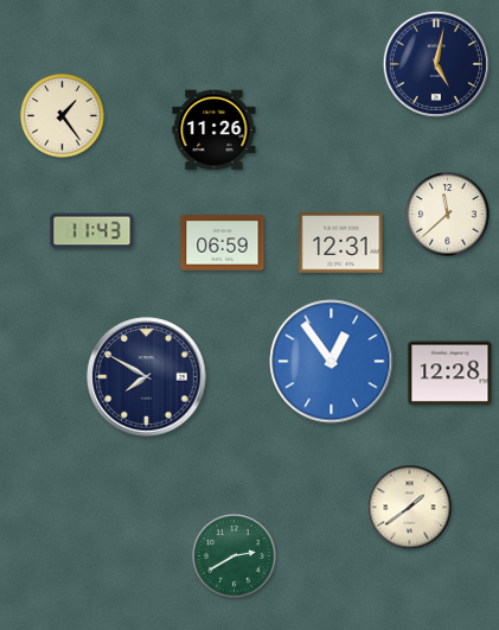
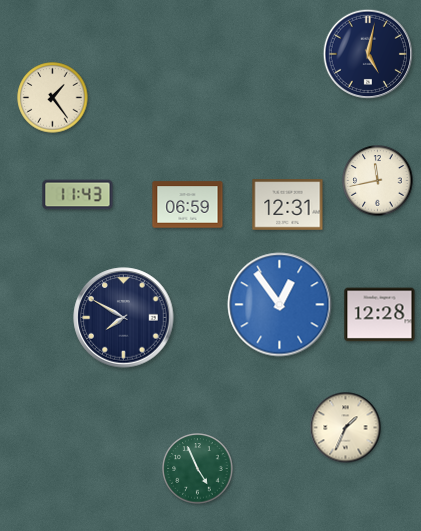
clock at (215, 131): 11:26 -> none
clock at (448, 215): 11:38 -> 11:43
clock at (410, 508): 1:39 -> 1:34
clock at (235, 556): 2:40 -> 4:56
